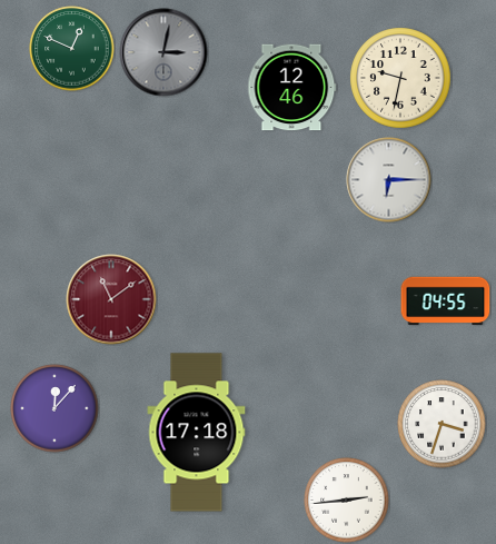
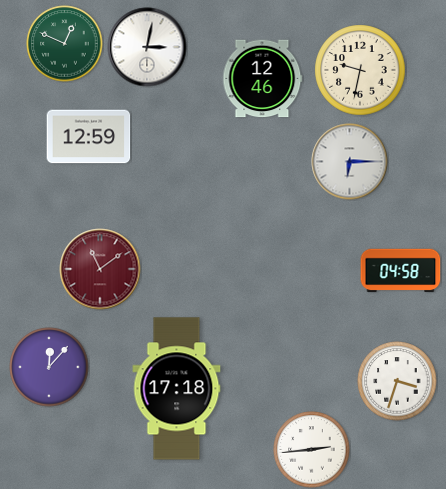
clock at (163, 52) dial: grey -> white
clock at (89, 137): none -> 12:59
clock at (446, 301): 04:55 -> 04:58
